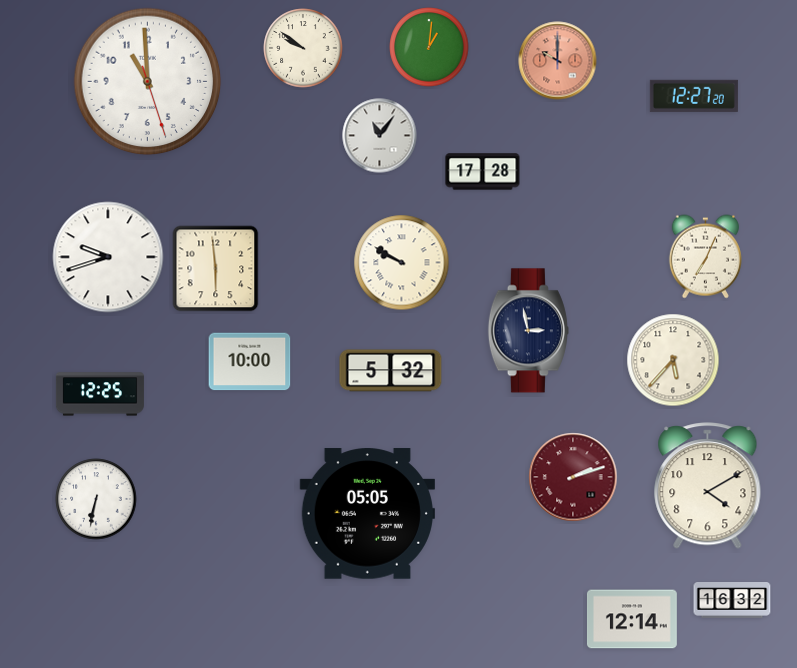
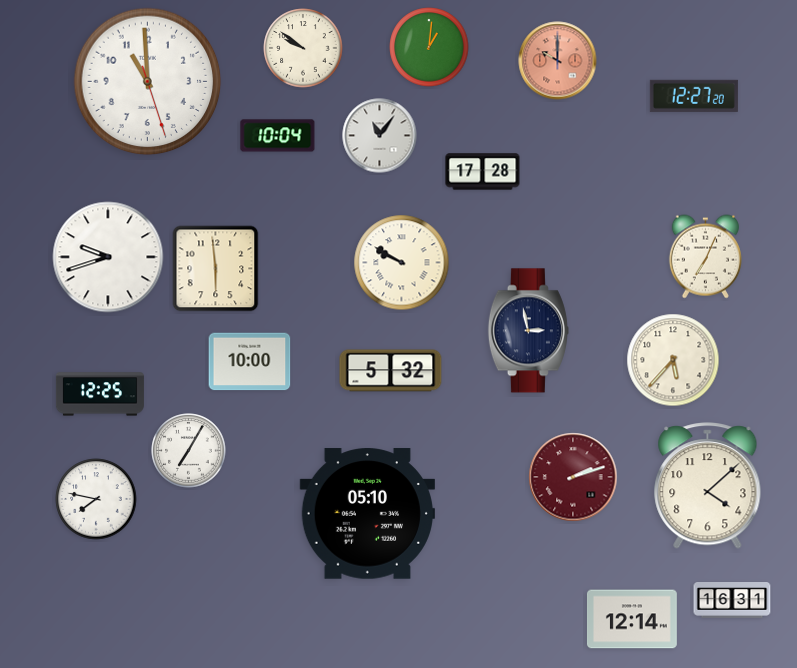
clock at (278, 136): none -> 10:04
clock at (189, 451): none -> 7:05
clock at (708, 486): 4:10 -> 4:08
clock at (96, 499): 6:32 -> 7:47
clock at (367, 514): 05:05 -> 05:10
clock at (732, 601): 16:32 -> 16:31
